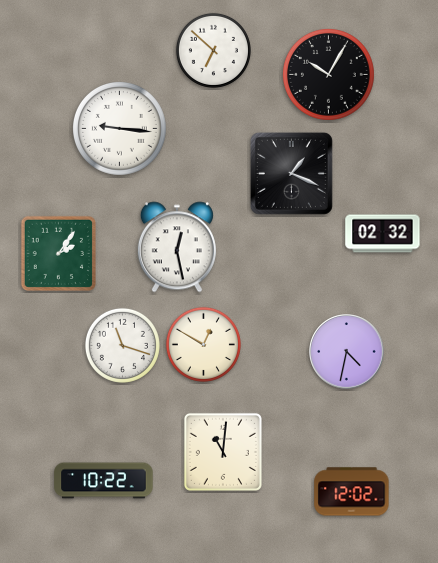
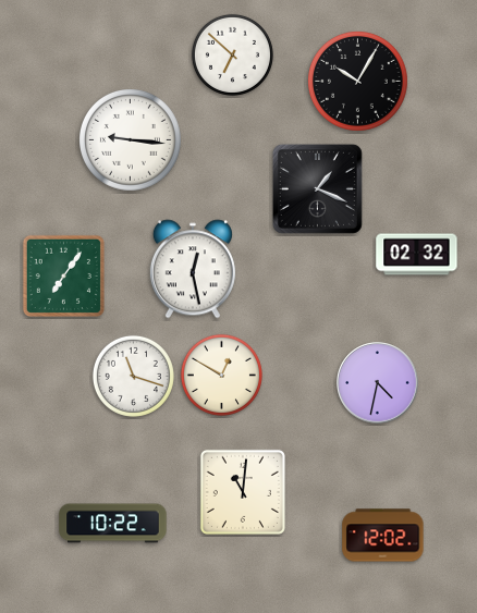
clock at (58, 253): 2:06 -> 7:06
